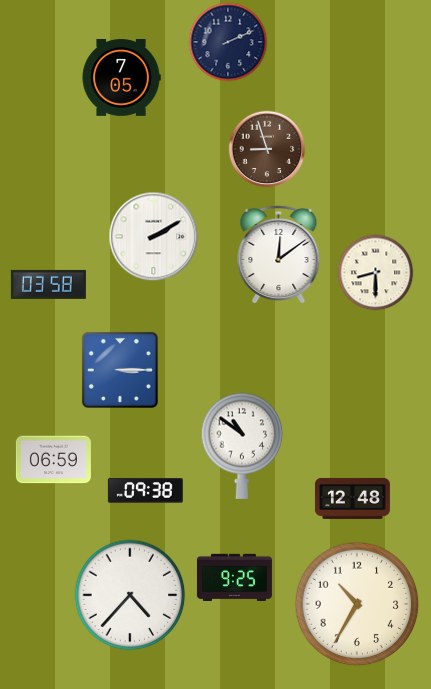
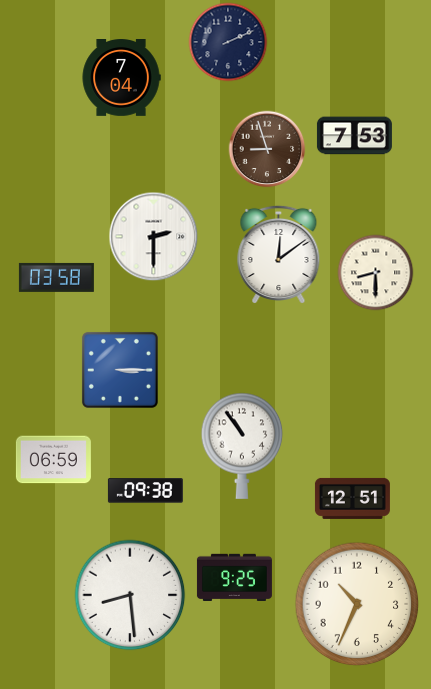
clock at (121, 78): 7:05 -> 7:04
clock at (354, 136): none -> 7:53
clock at (154, 237): 2:10 -> 2:30
clock at (48, 284) position: (48, 284) -> (56, 277)
clock at (242, 446): 10:51 -> 10:54
clock at (352, 498): 12:48 -> 12:51
clock at (130, 595): 4:37 -> 8:29
clock at (357, 604): 10:35 -> 10:34
